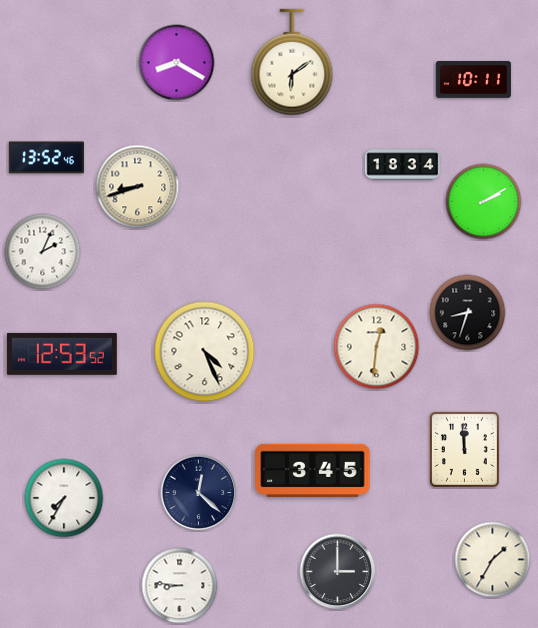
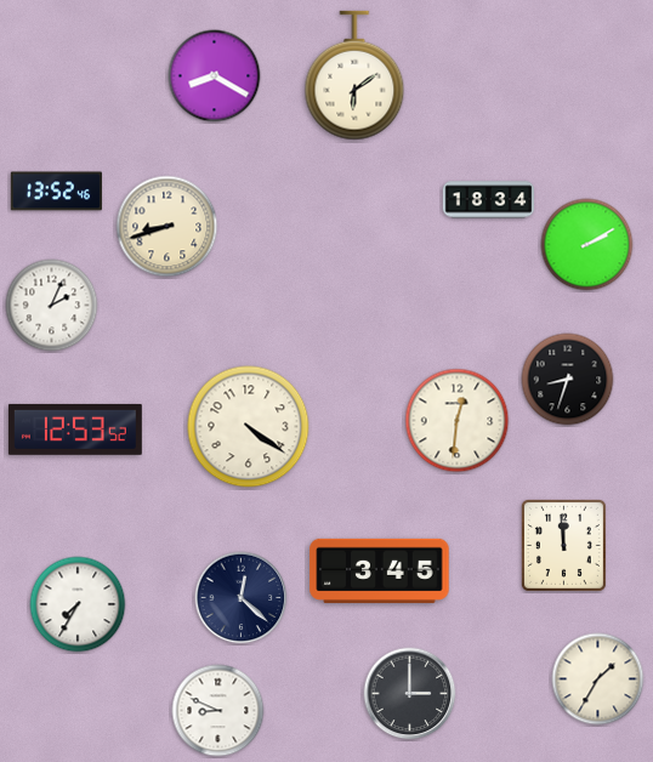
clock at (473, 80): 10:11 -> none
clock at (205, 352): 4:26 -> 4:21
clock at (180, 586): 8:46 -> 8:49
